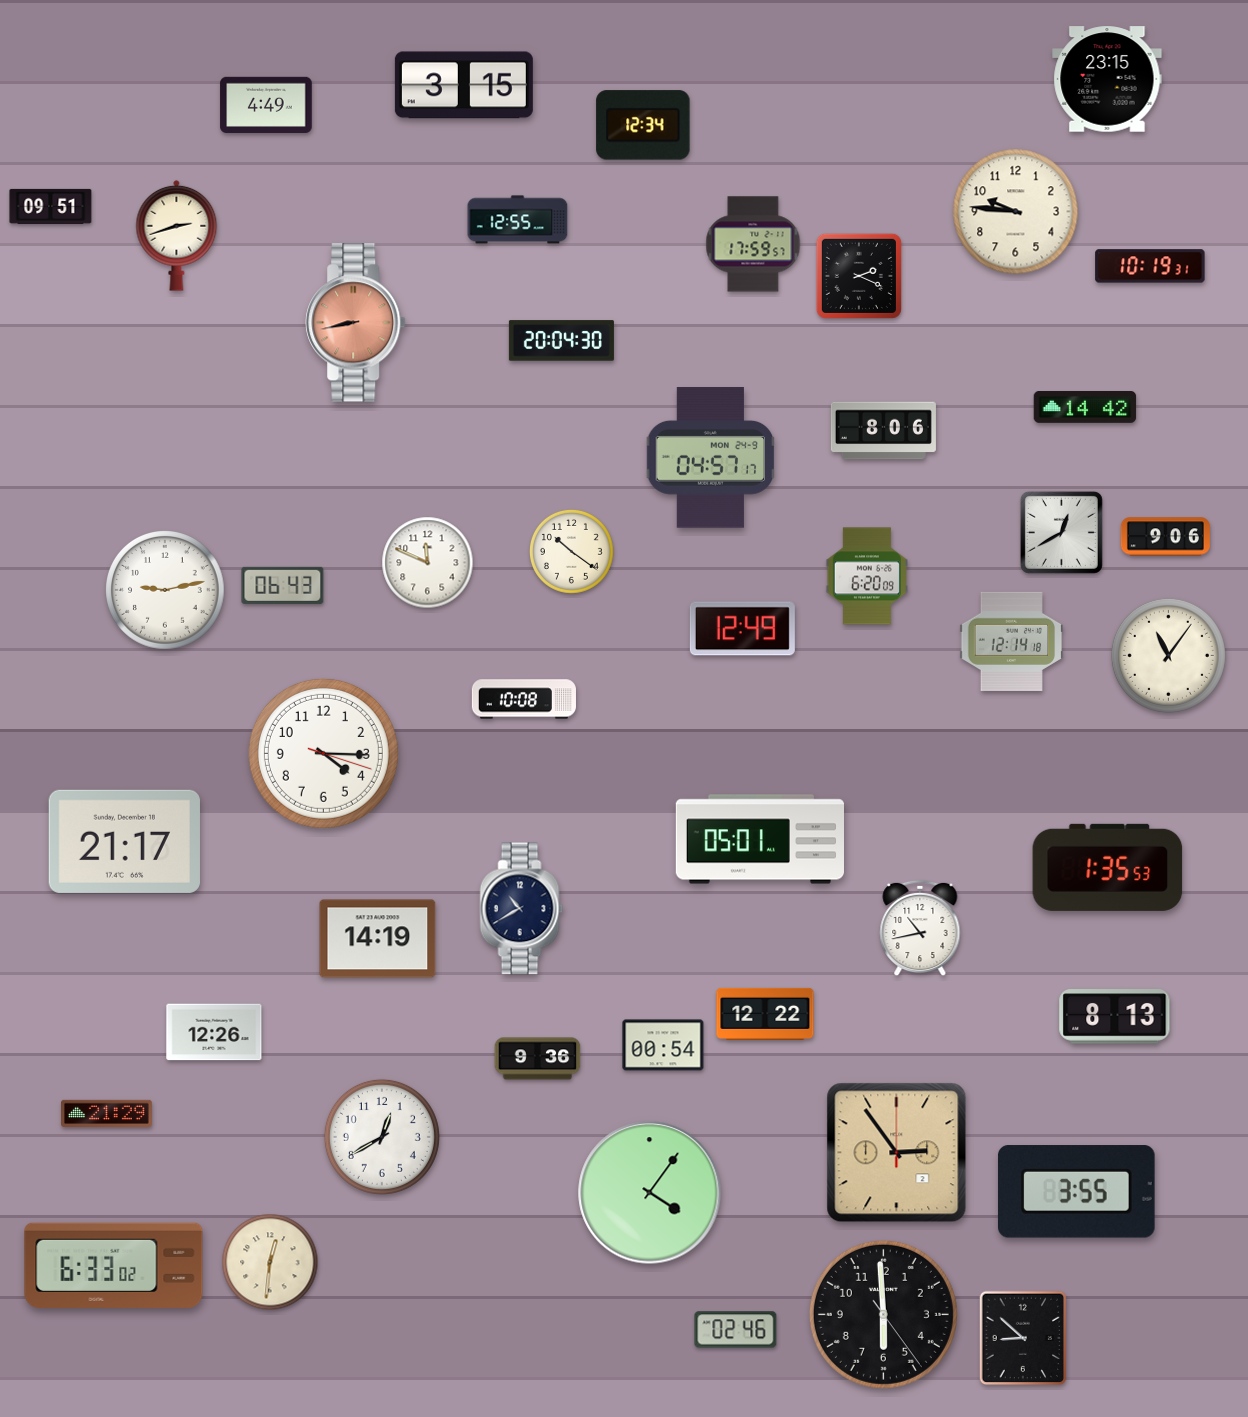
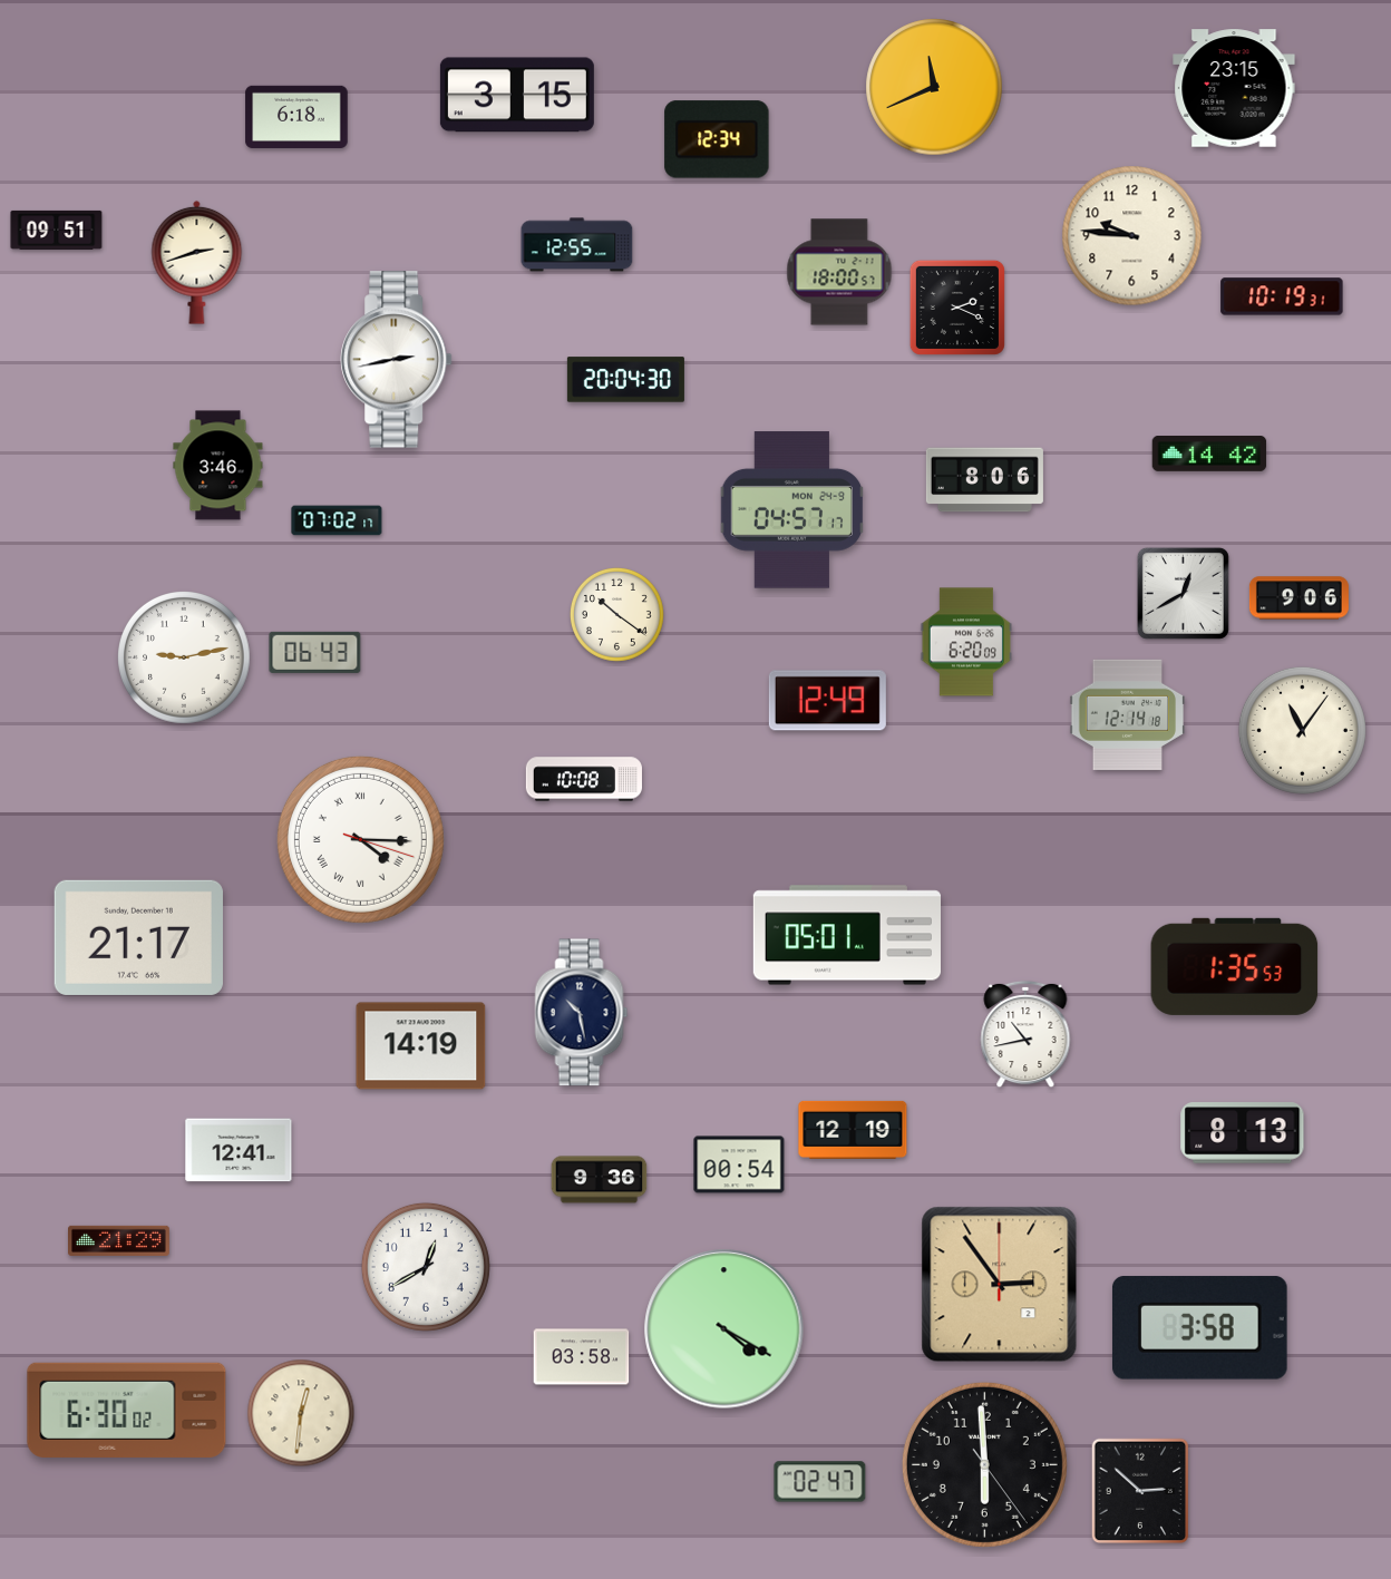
clock at (934, 87): none -> 11:41
clock at (266, 104): 4:49 -> 6:18
clock at (753, 244): 17:59 -> 18:00
clock at (356, 323): 8:43 -> 2:43
clock at (356, 323) dial: salmon -> white
clock at (218, 466): none -> 3:46
clock at (337, 520): none -> 07:02
clock at (571, 551) position: (571, 551) -> (616, 614)
clock at (428, 563): 11:49 -> none
clock at (323, 753) numerals: Arabic -> Roman
clock at (522, 909): 10:40 -> 10:28
clock at (765, 1014): 12:22 -> 12:19
clock at (214, 1032): 12:26 -> 12:41
clock at (1076, 1192): 3:55 -> 3:58
clock at (650, 1193): 4:06 -> 4:20
clock at (582, 1357): none -> 03:58
clock at (270, 1262) position: (270, 1262) -> (301, 1413)
clock at (114, 1265): 6:33 -> 6:30
clock at (736, 1330): 02:46 -> 02:47
clock at (1023, 1338): 8:52 -> 2:52
